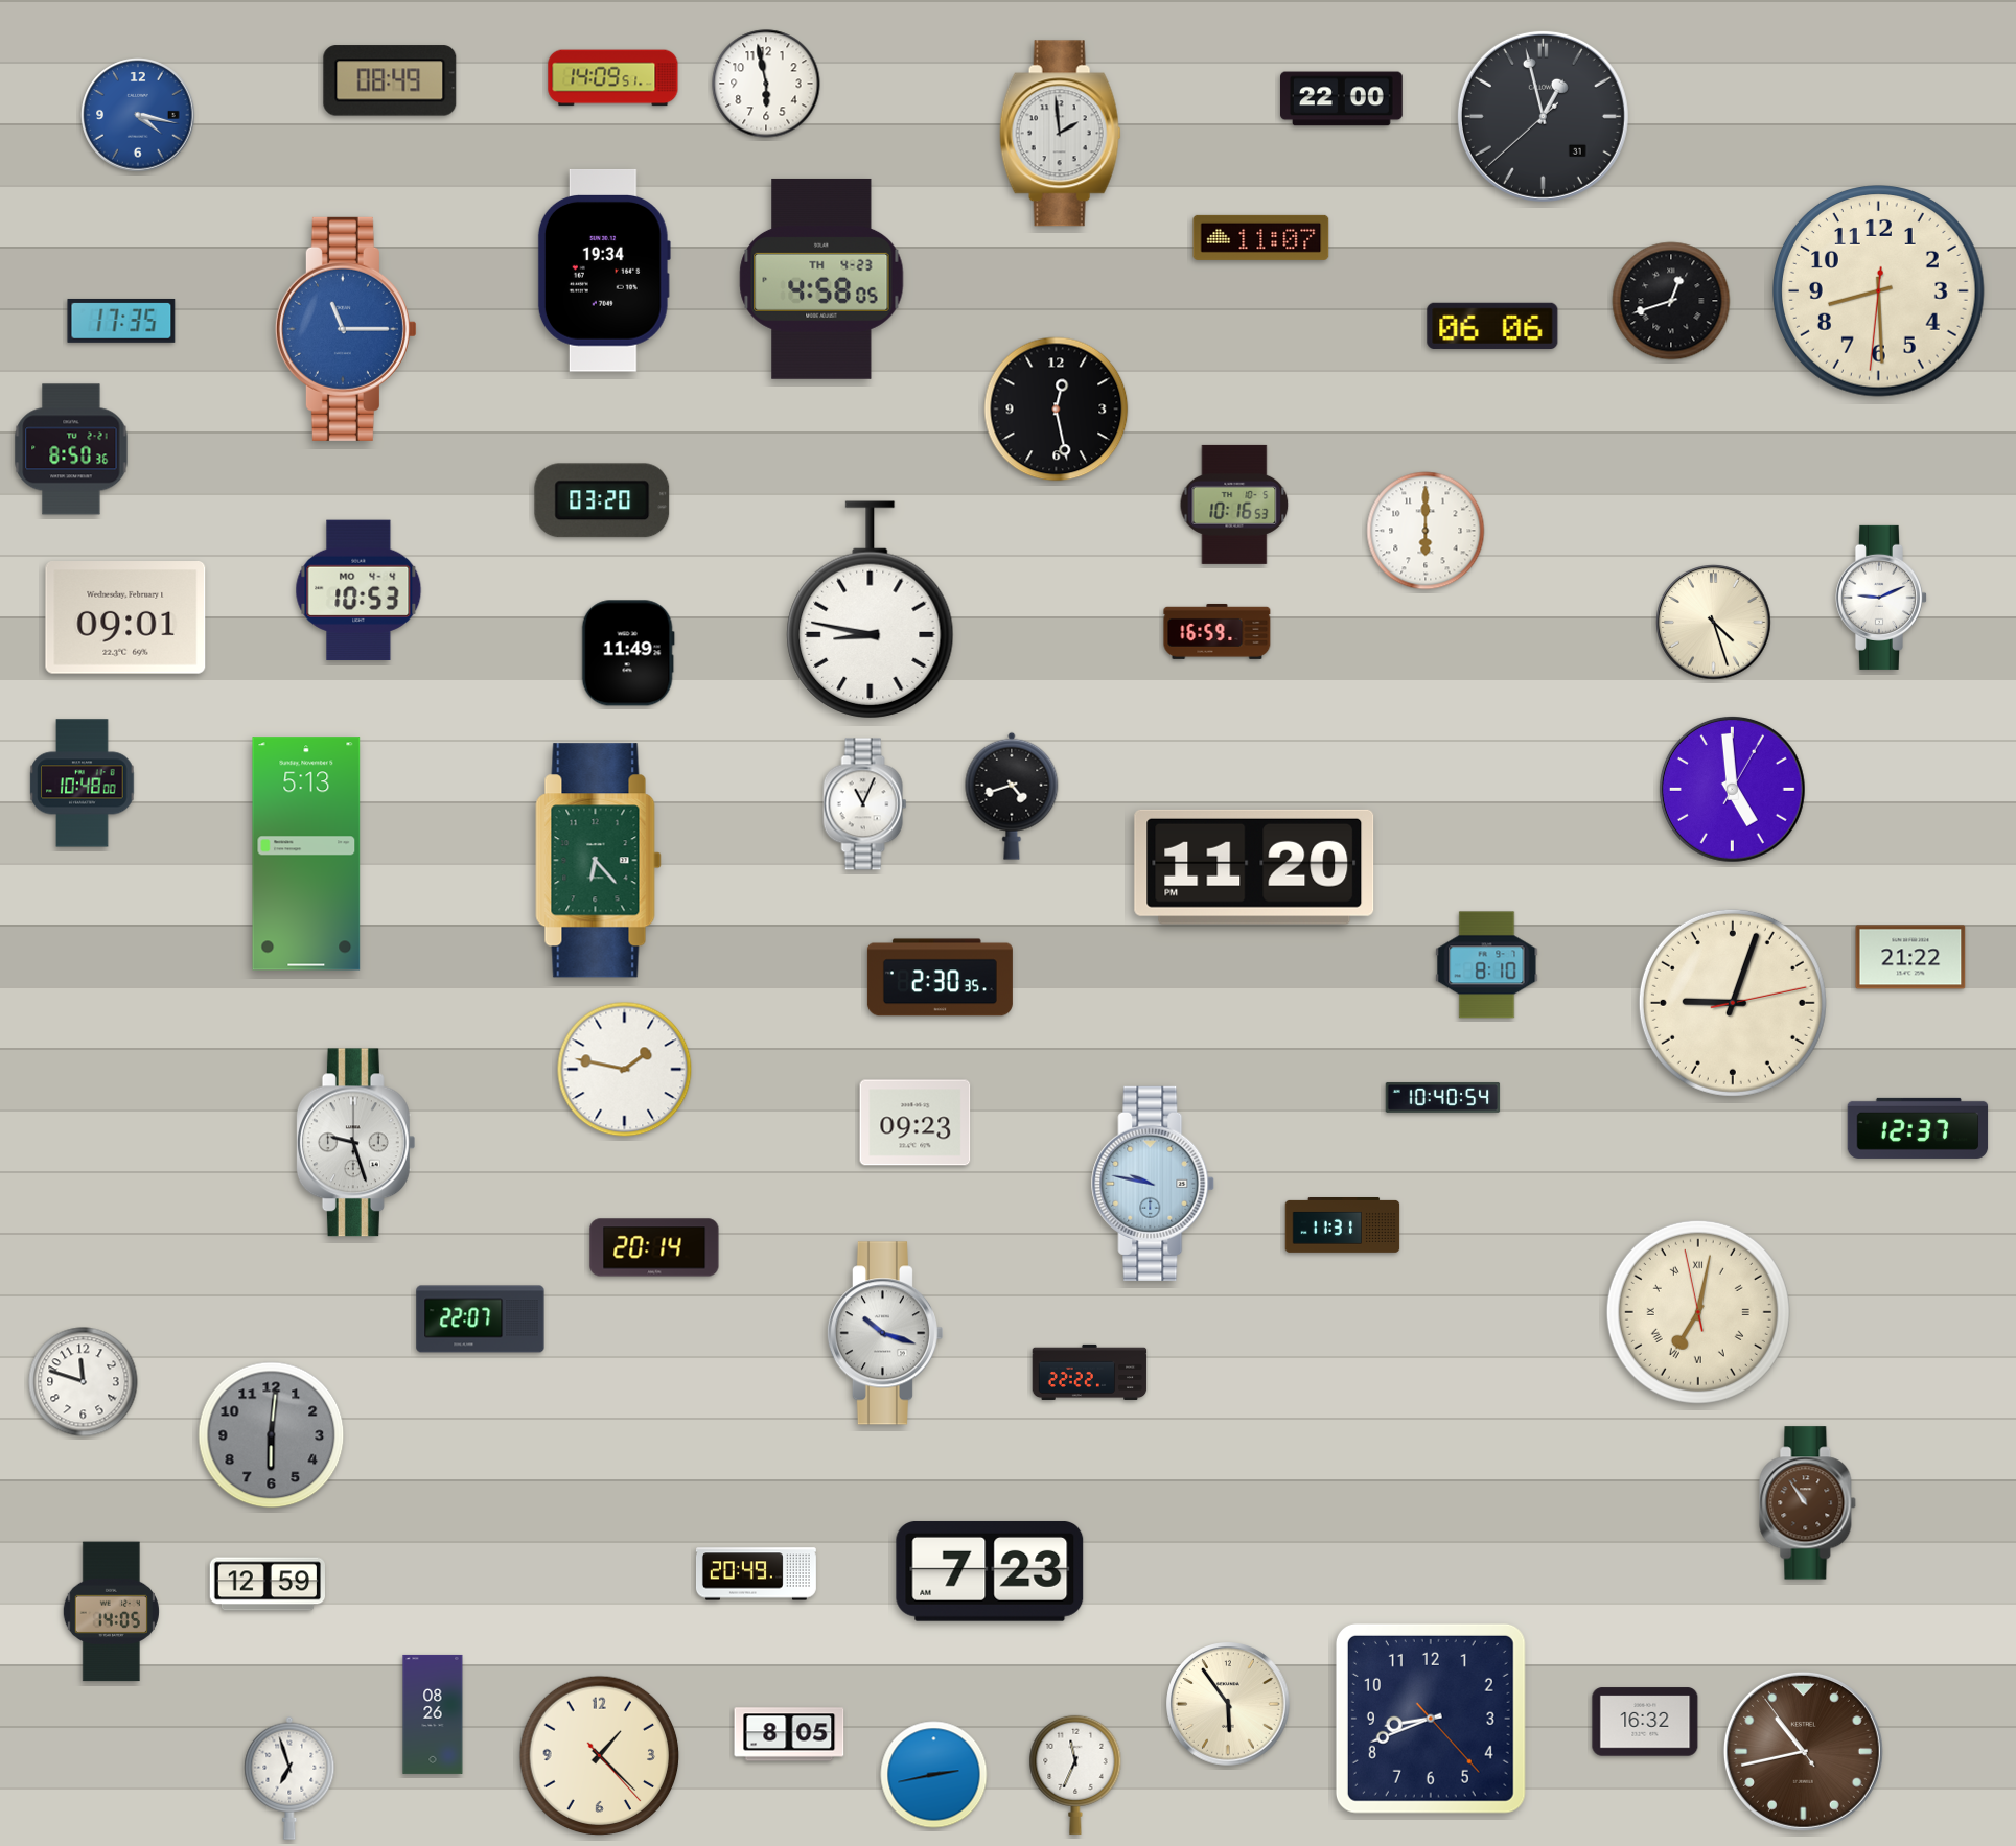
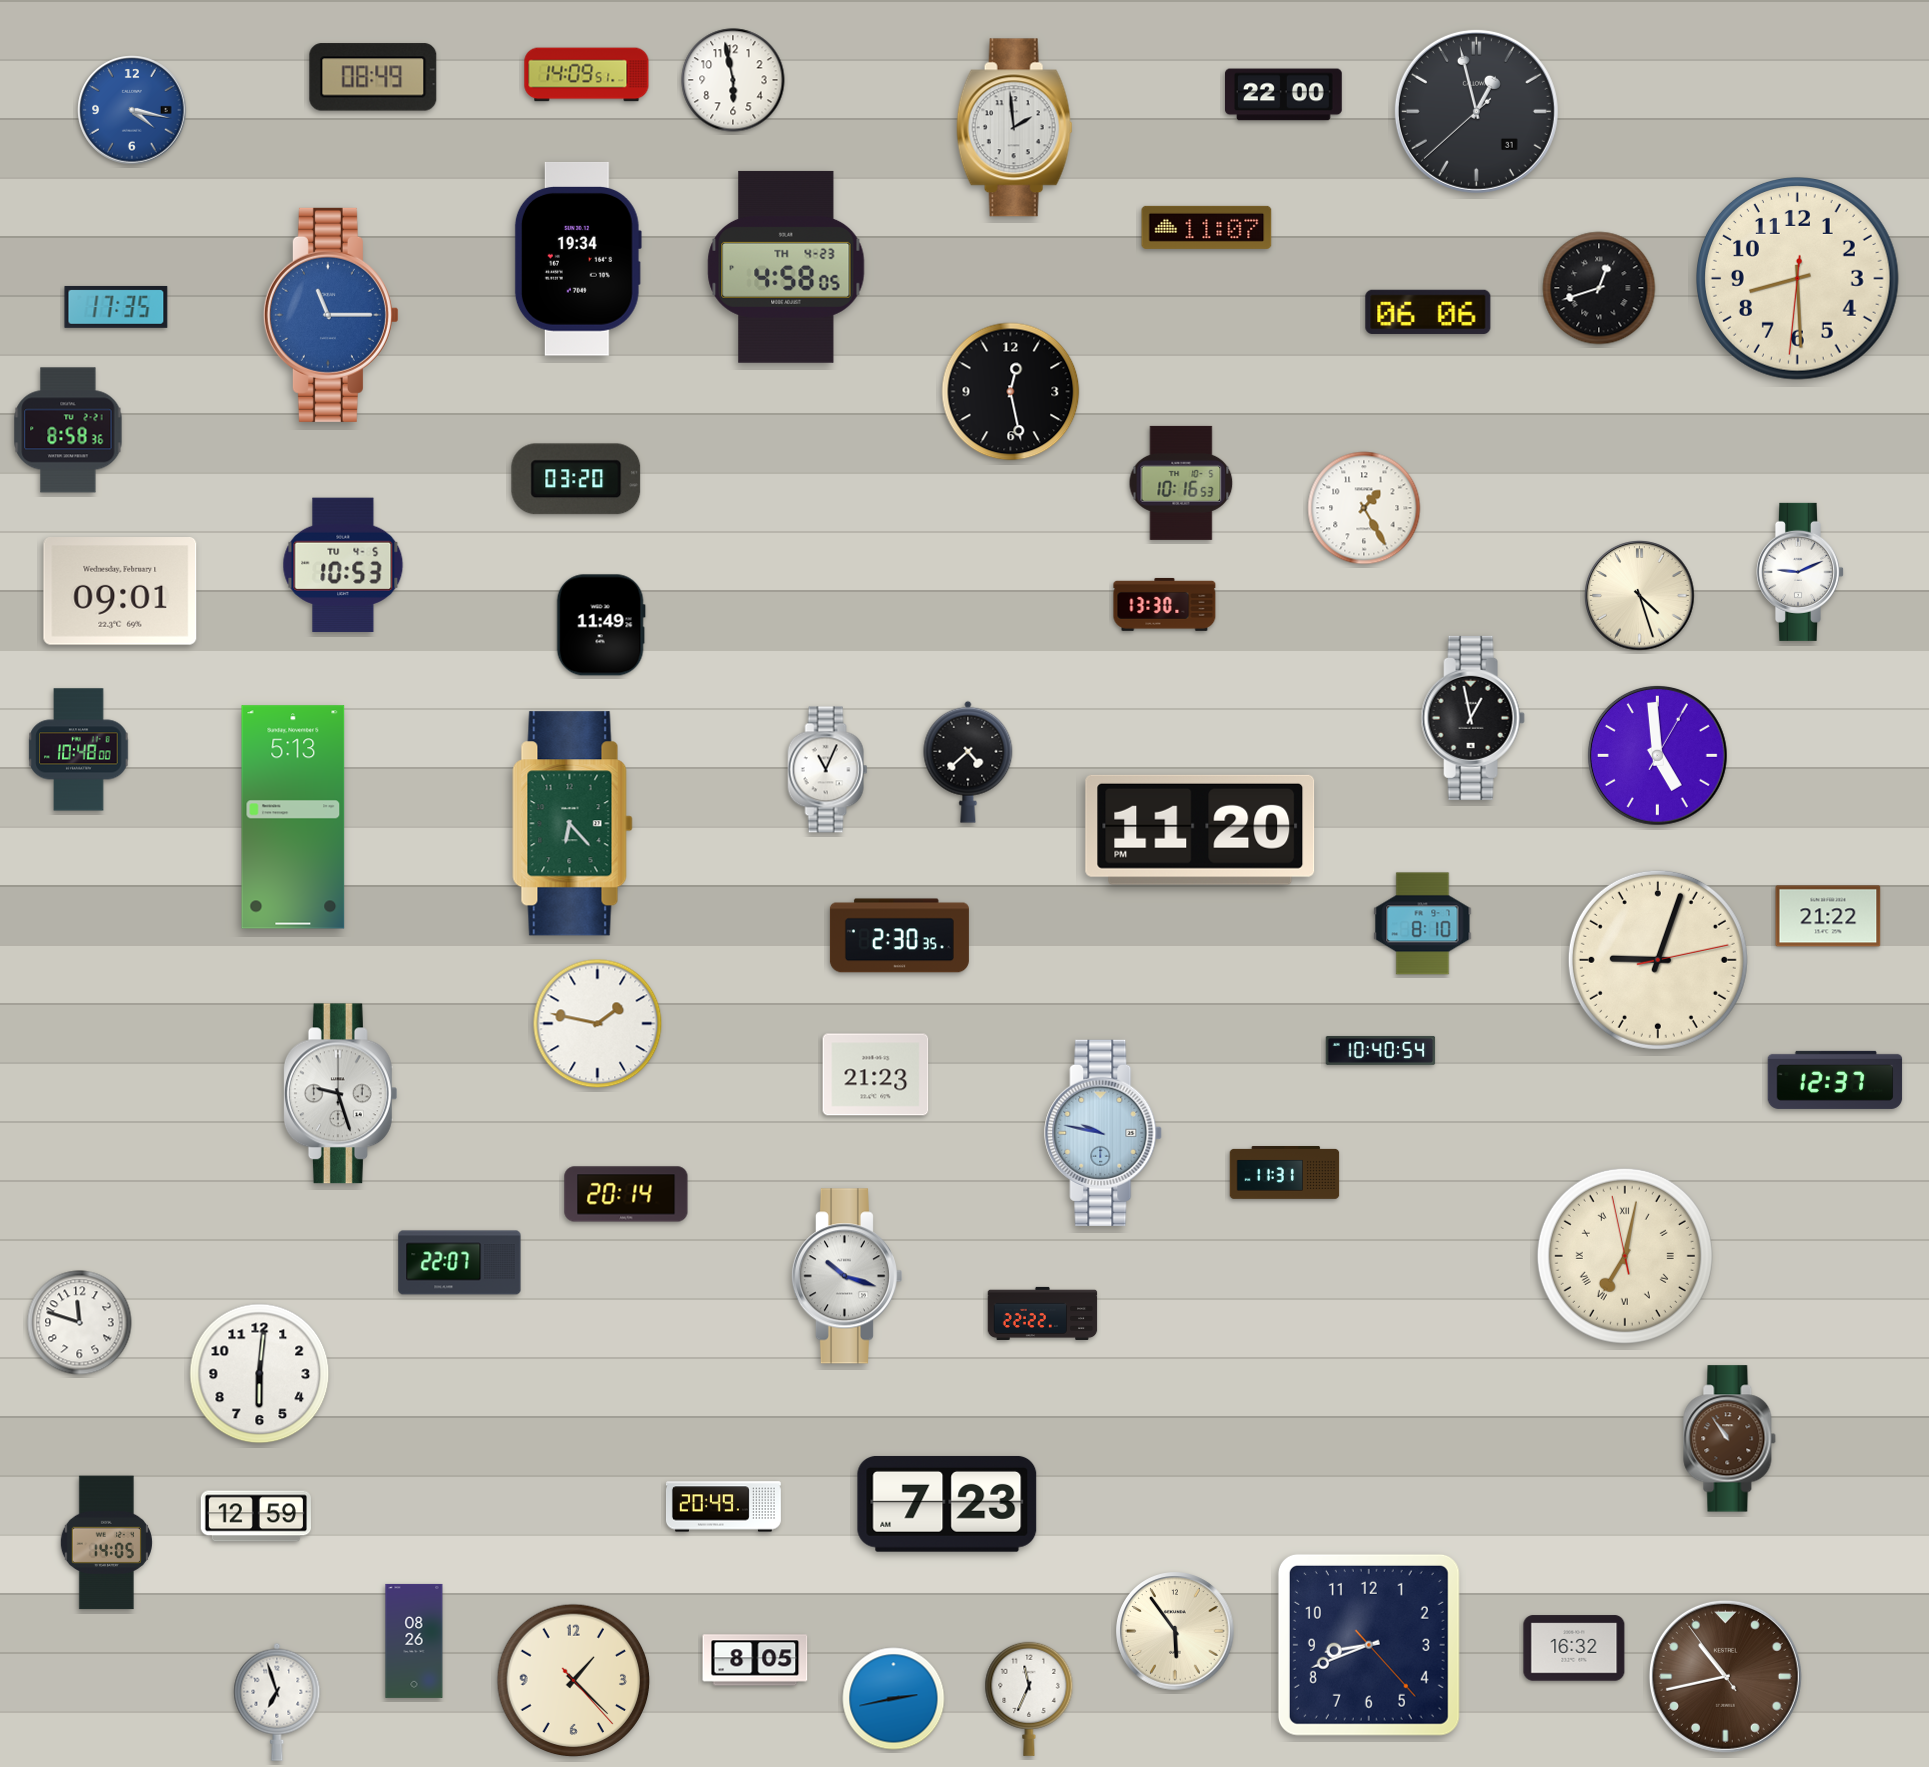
clock at (71, 449): 8:50 -> 8:58
clock at (1426, 531): 6:00 -> 1:25
clock at (358, 589) date: MO 4-4 -> TU 4-5
clock at (871, 610): 8:47 -> none
clock at (1218, 631): 16:59 -> 13:30
clock at (1473, 718): none -> 12:58
clock at (1012, 796): 4:42 -> 4:38
clock at (916, 1123): 09:23 -> 21:23
clock at (272, 1435) dial: grey -> white
